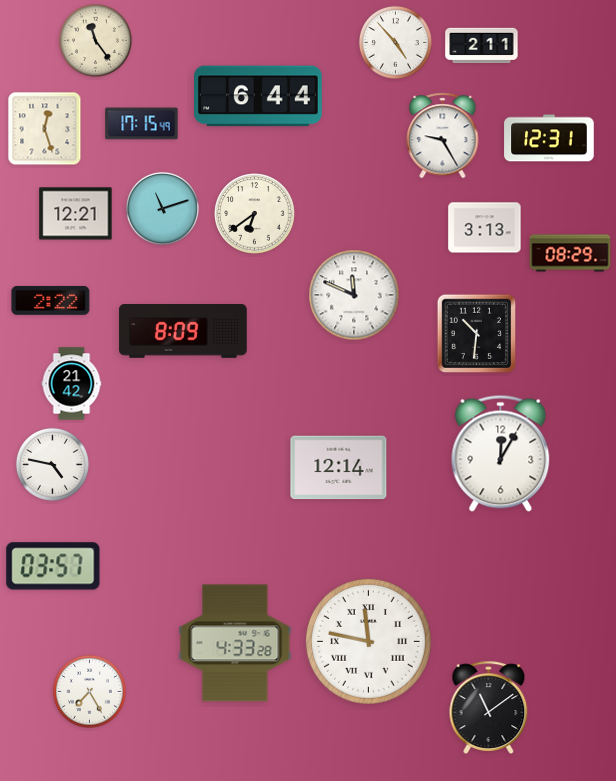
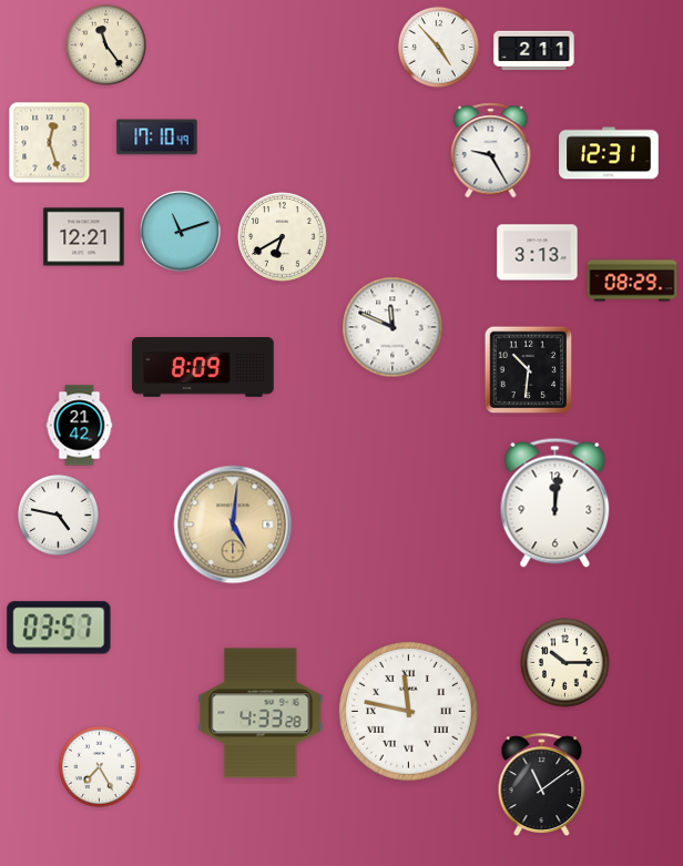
clock at (258, 96): 6:44 -> none
clock at (142, 124): 17:15 -> 17:10
clock at (255, 214): 6:39 -> 6:40
clock at (51, 300): 2:22 -> none
clock at (501, 453): 12:05 -> 12:01
clock at (339, 468): 12:14 -> none
clock at (233, 524): none -> 5:01
clock at (565, 663): none -> 10:15
